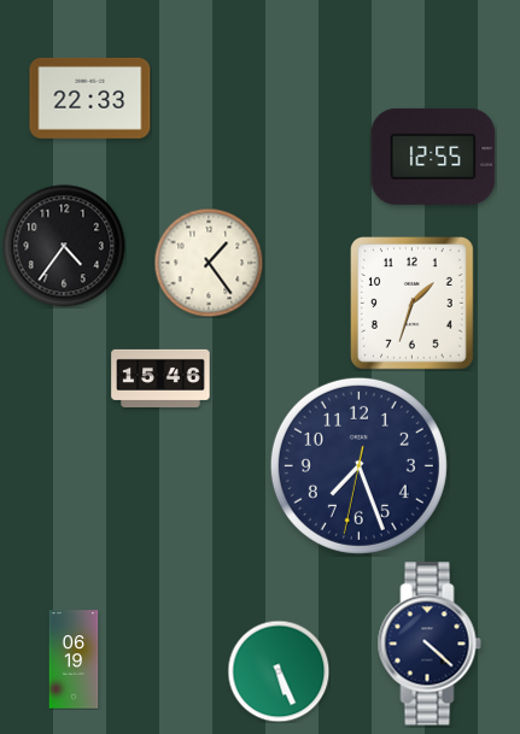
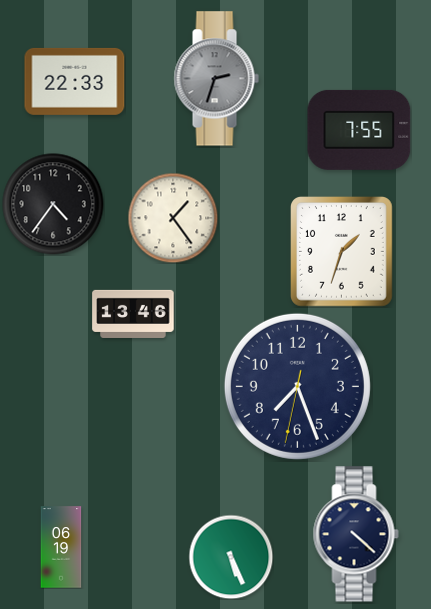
clock at (216, 79): none -> 2:33
clock at (433, 157): 12:55 -> 7:55
clock at (160, 378): 15:46 -> 13:46
